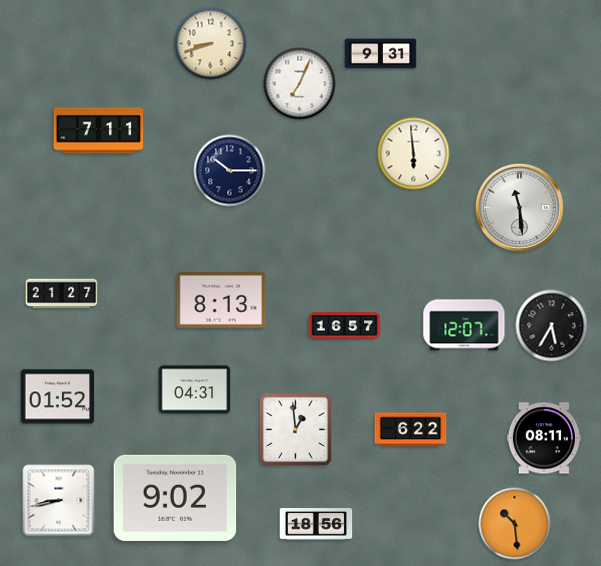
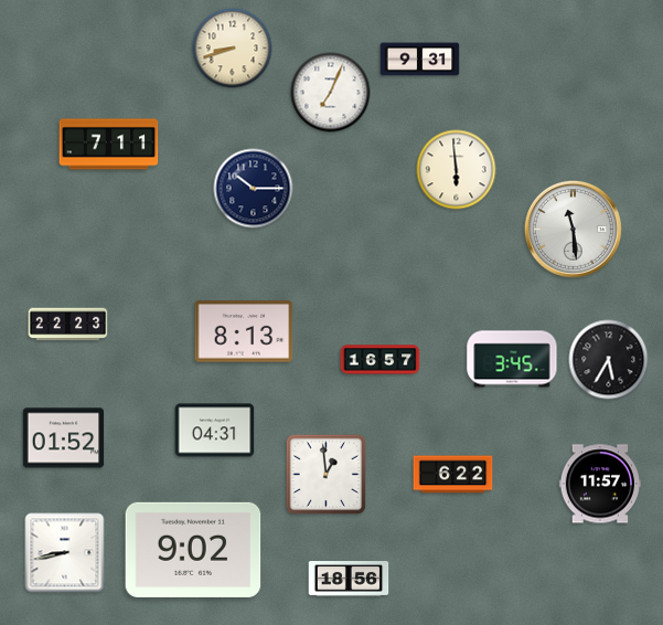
clock at (62, 294): 21:27 -> 22:23
clock at (464, 325): 12:07 -> 3:45
clock at (543, 438): 08:11 -> 11:57
clock at (515, 524): 10:29 -> none
